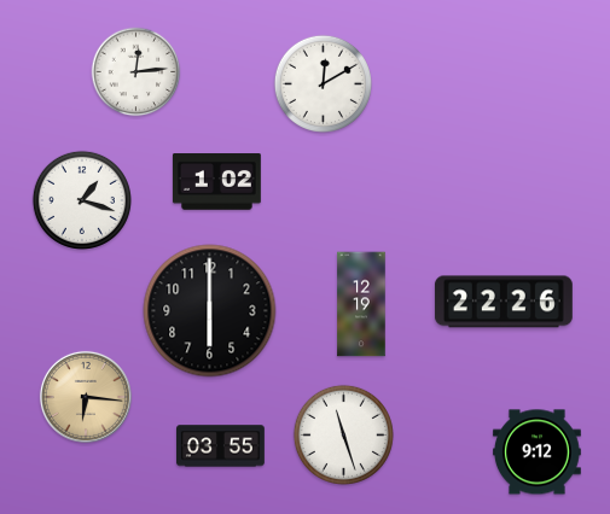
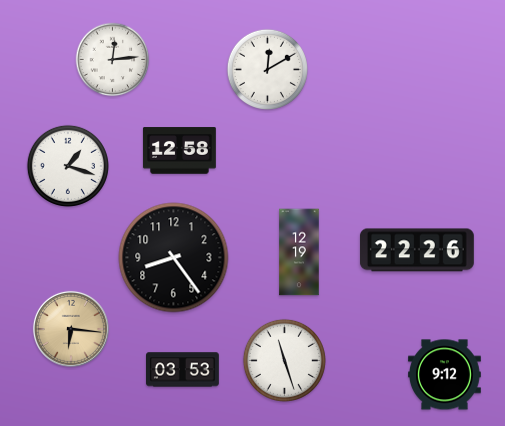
clock at (216, 182): 1:02 -> 12:58
clock at (210, 311): 6:00 -> 8:24
clock at (221, 446): 03:55 -> 03:53
